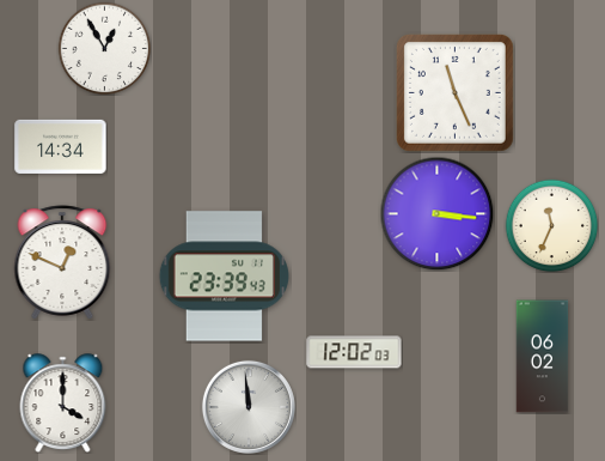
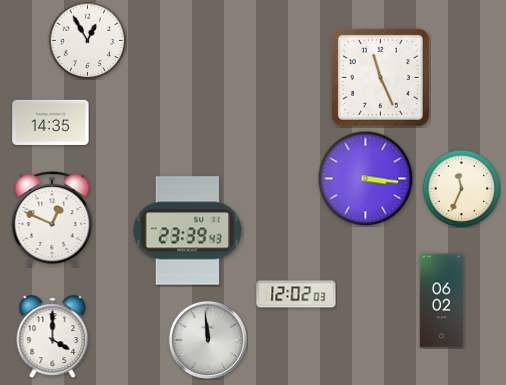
clock at (61, 146): 14:34 -> 14:35
clock at (543, 357) position: (543, 357) -> (442, 301)
